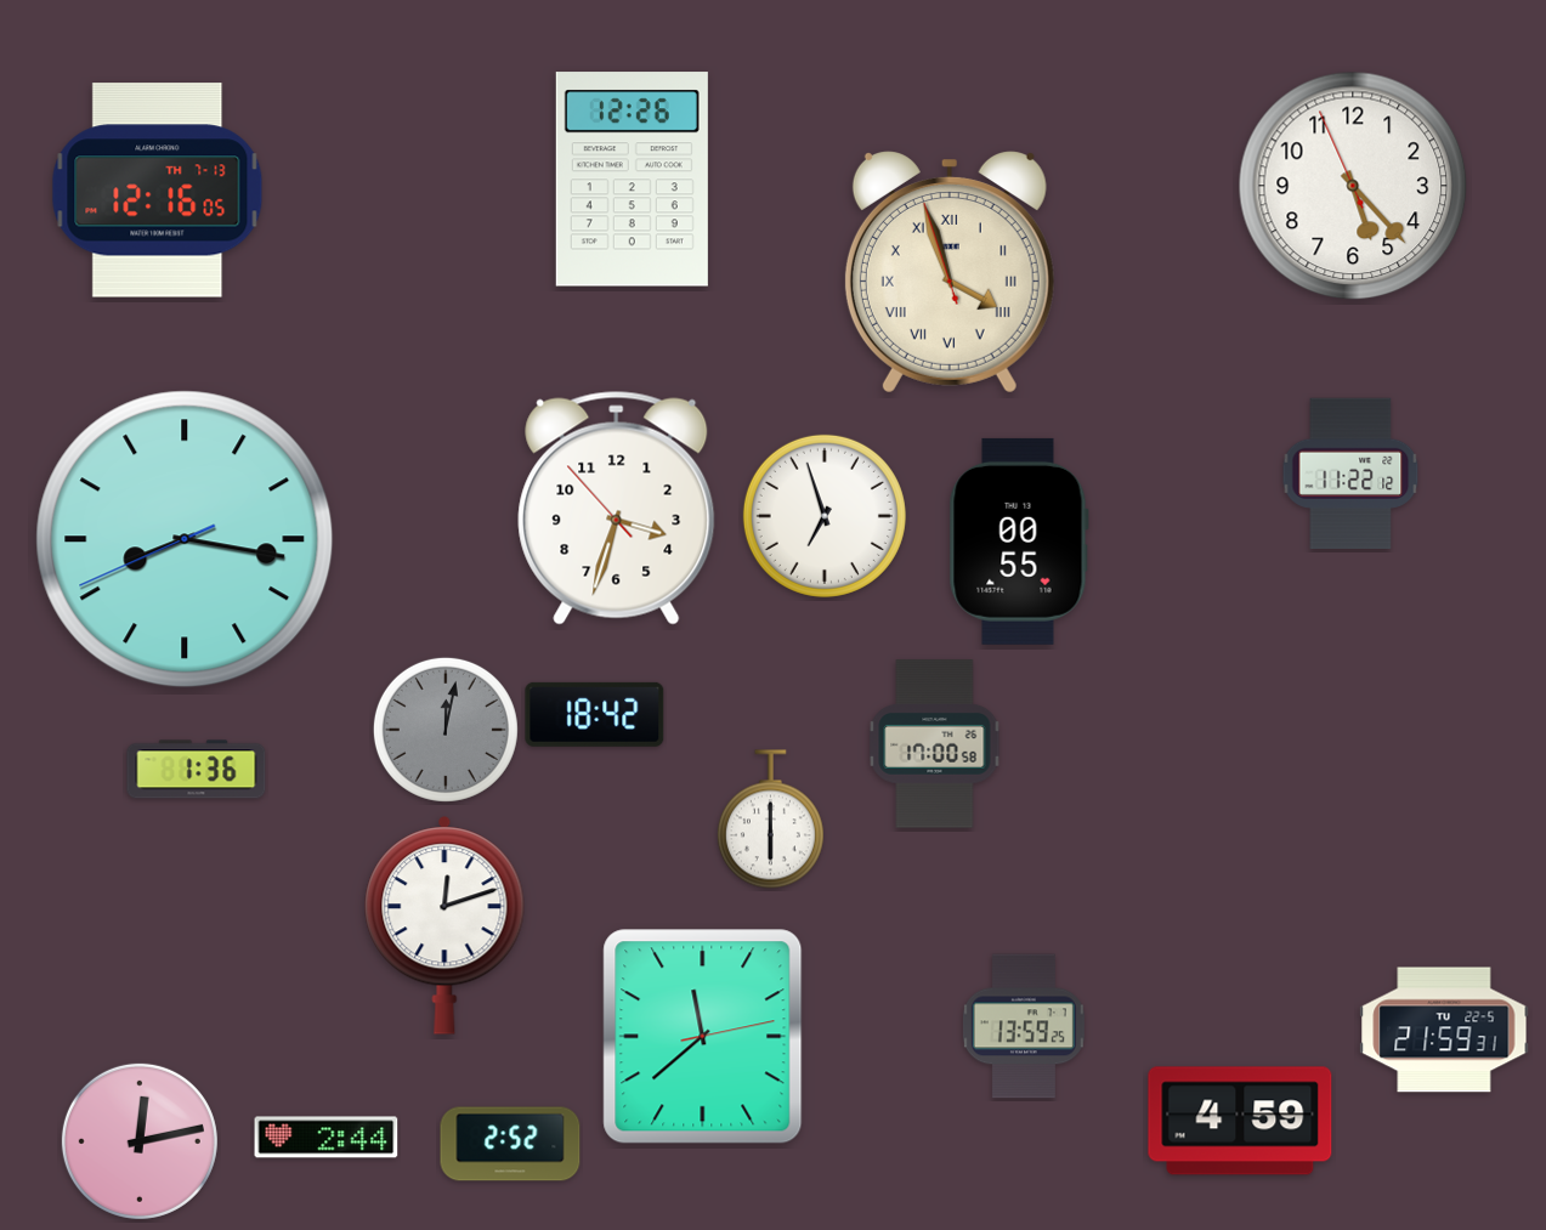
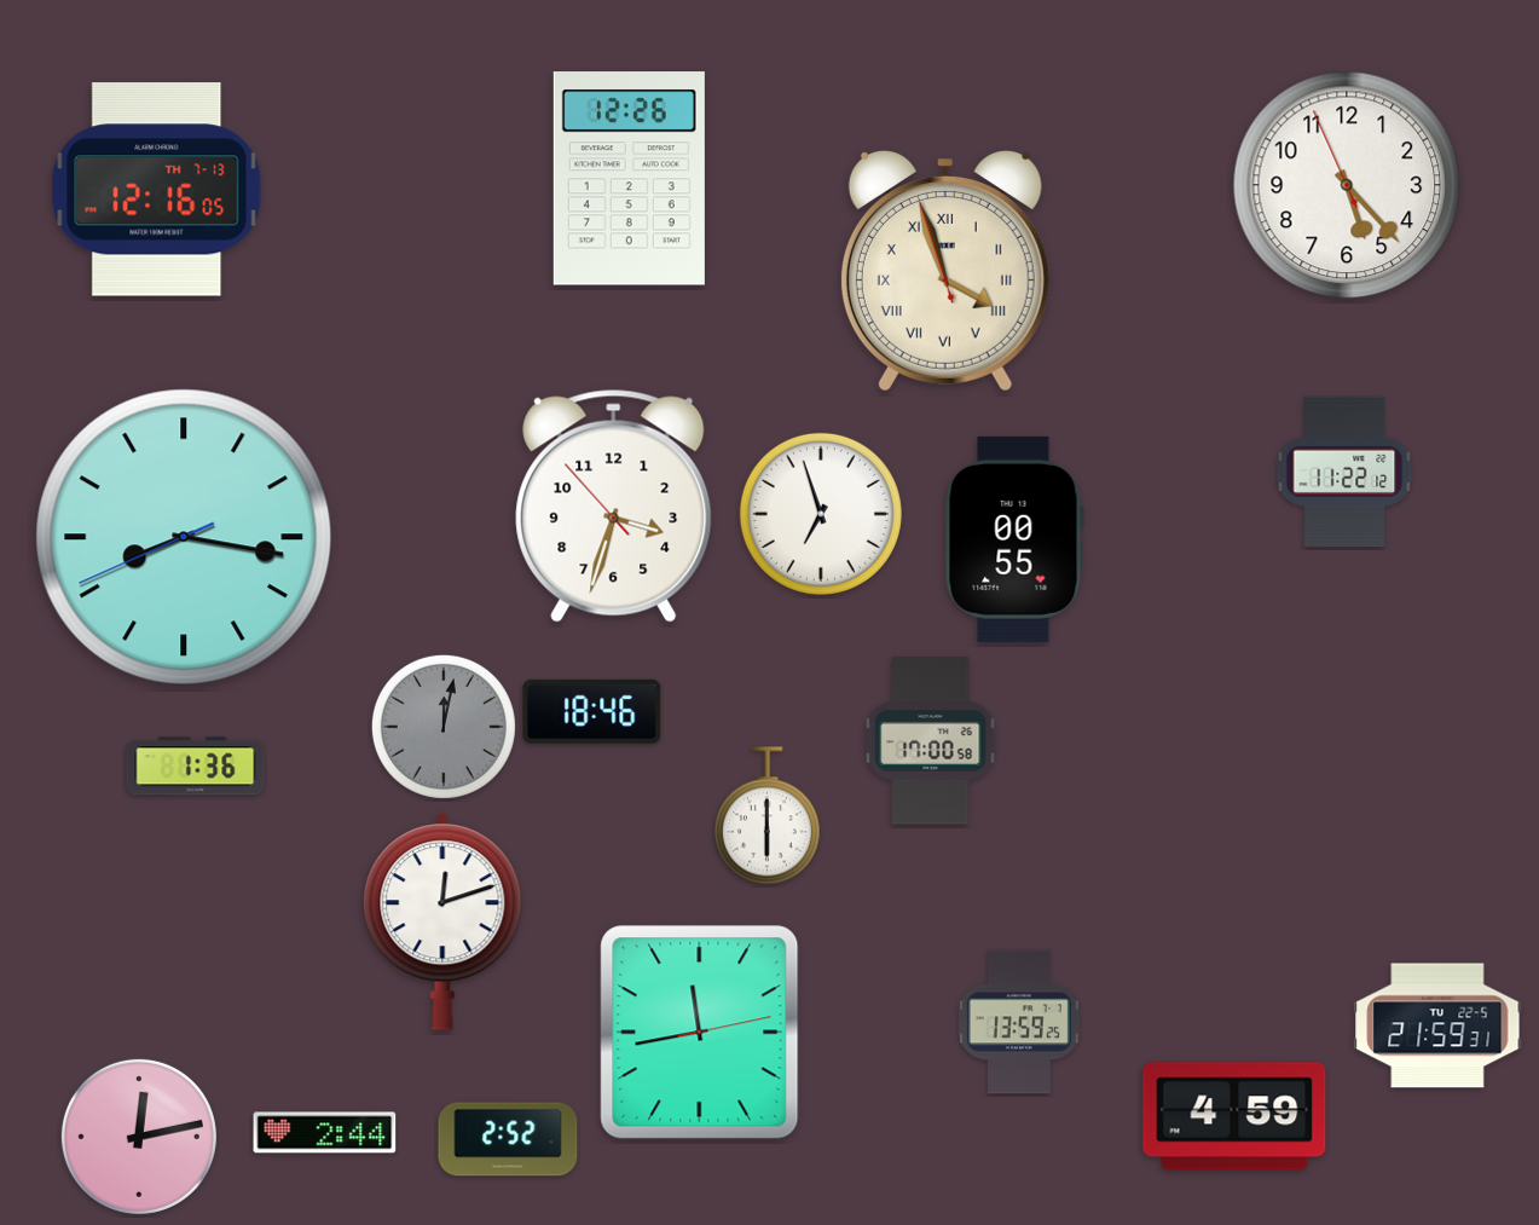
clock at (595, 714): 18:42 -> 18:46
clock at (703, 1037): 11:38 -> 11:43
